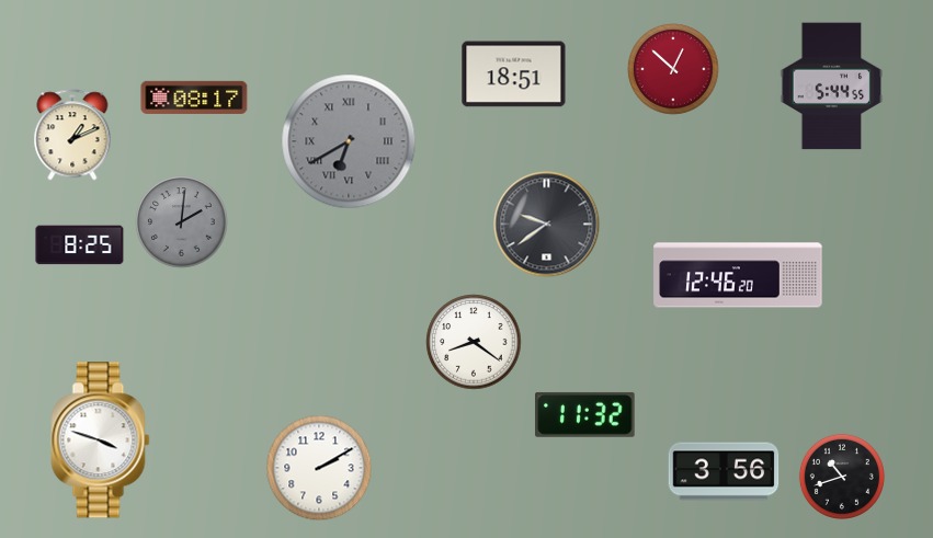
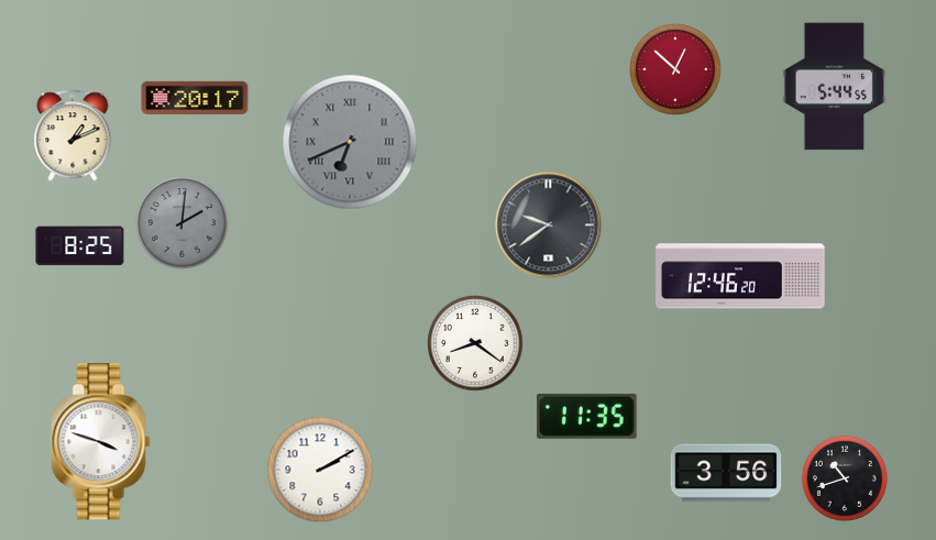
clock at (514, 75): 18:51 -> none
clock at (194, 98): 08:17 -> 20:17
clock at (349, 141): 6:40 -> 6:41
clock at (585, 414): 11:32 -> 11:35
